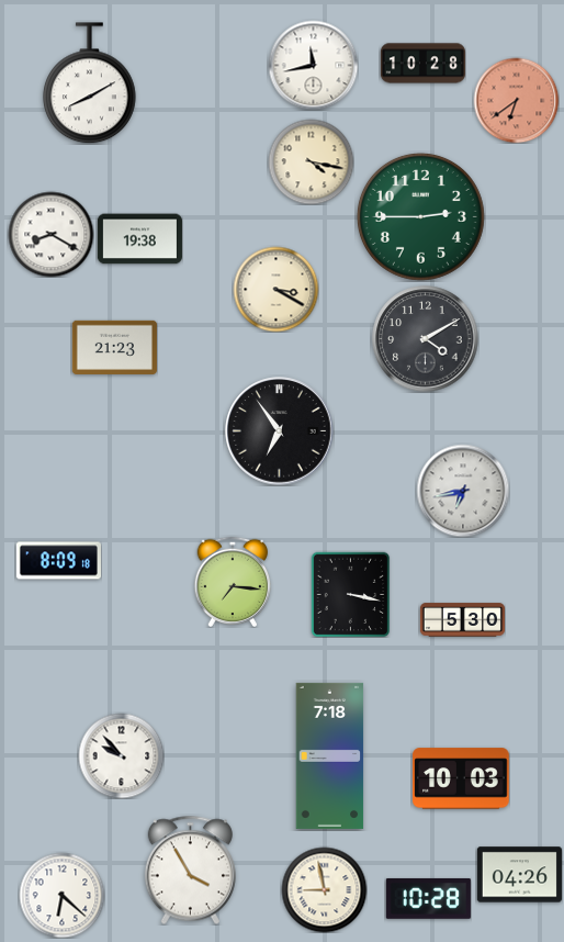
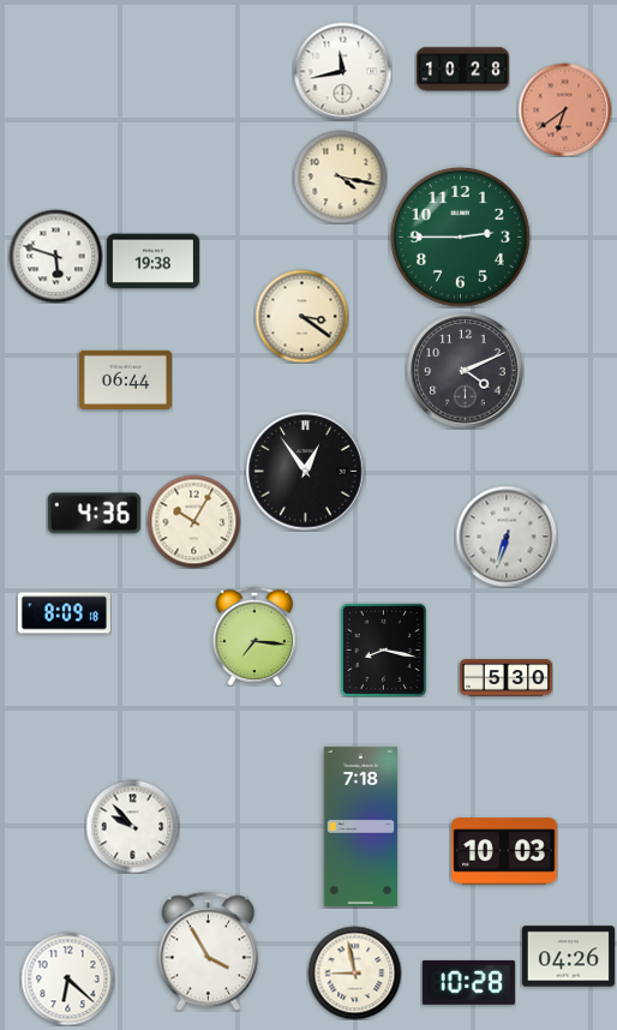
clock at (90, 83): 8:10 -> none
clock at (50, 234): 8:20 -> 5:48
clock at (275, 289): 3:20 -> 3:21
clock at (426, 339): 4:10 -> 4:11
clock at (114, 347): 21:23 -> 06:44
clock at (280, 431): 6:54 -> 12:54
clock at (94, 514): none -> 4:36
clock at (193, 521): none -> 10:05
clock at (463, 491): 6:43 -> 6:33
clock at (351, 594): 3:17 -> 8:17
